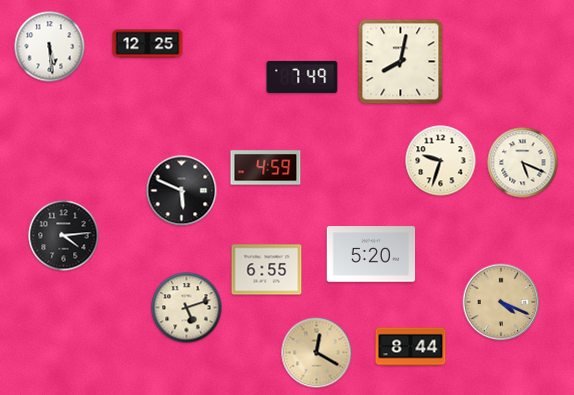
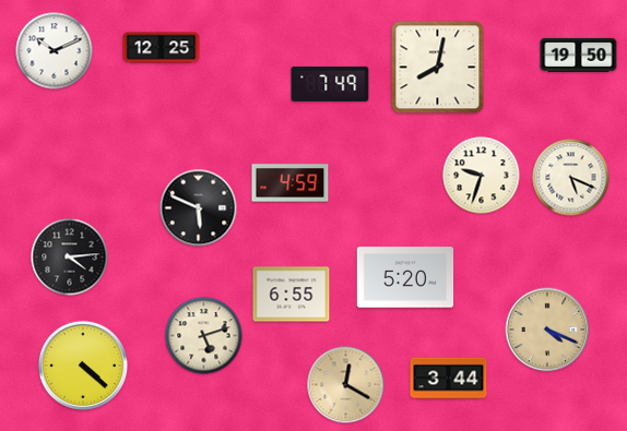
clock at (50, 47): 5:29 -> 10:11
clock at (579, 55): none -> 19:50
clock at (82, 364): none -> 4:22
clock at (411, 347): 8:44 -> 3:44
